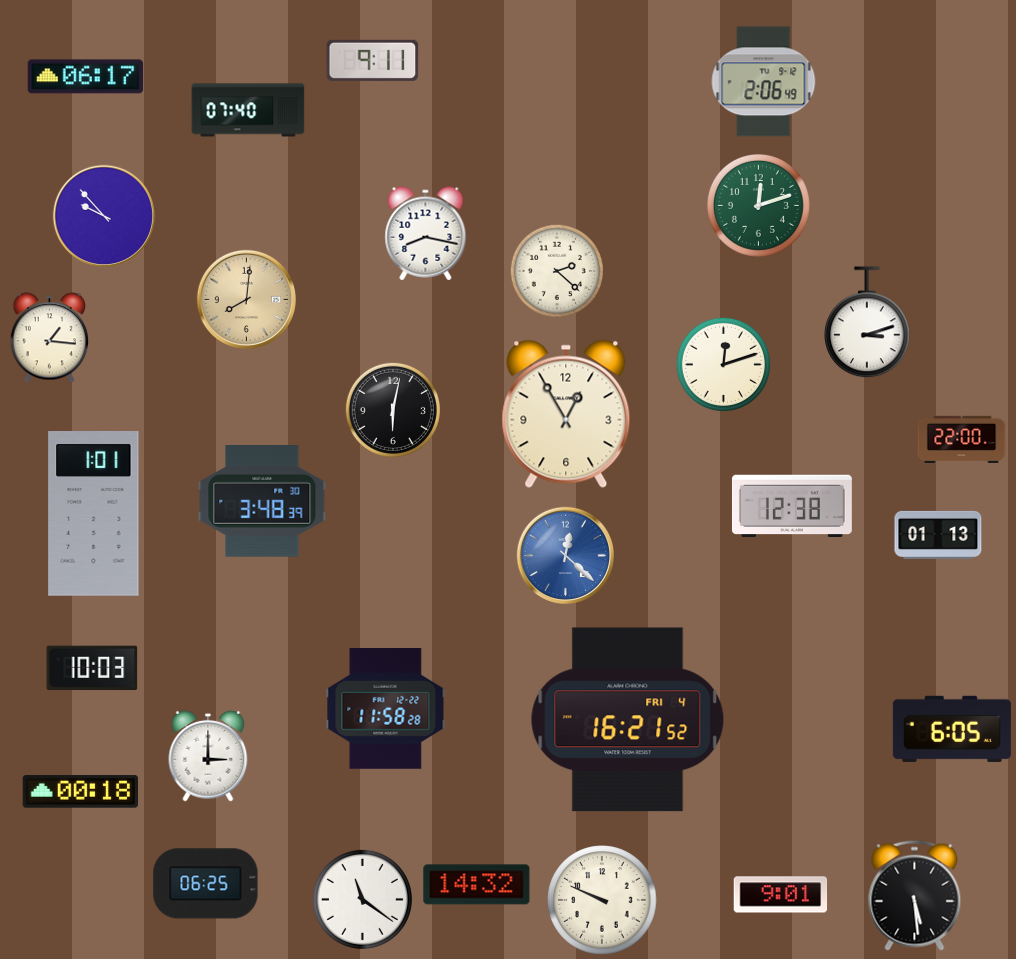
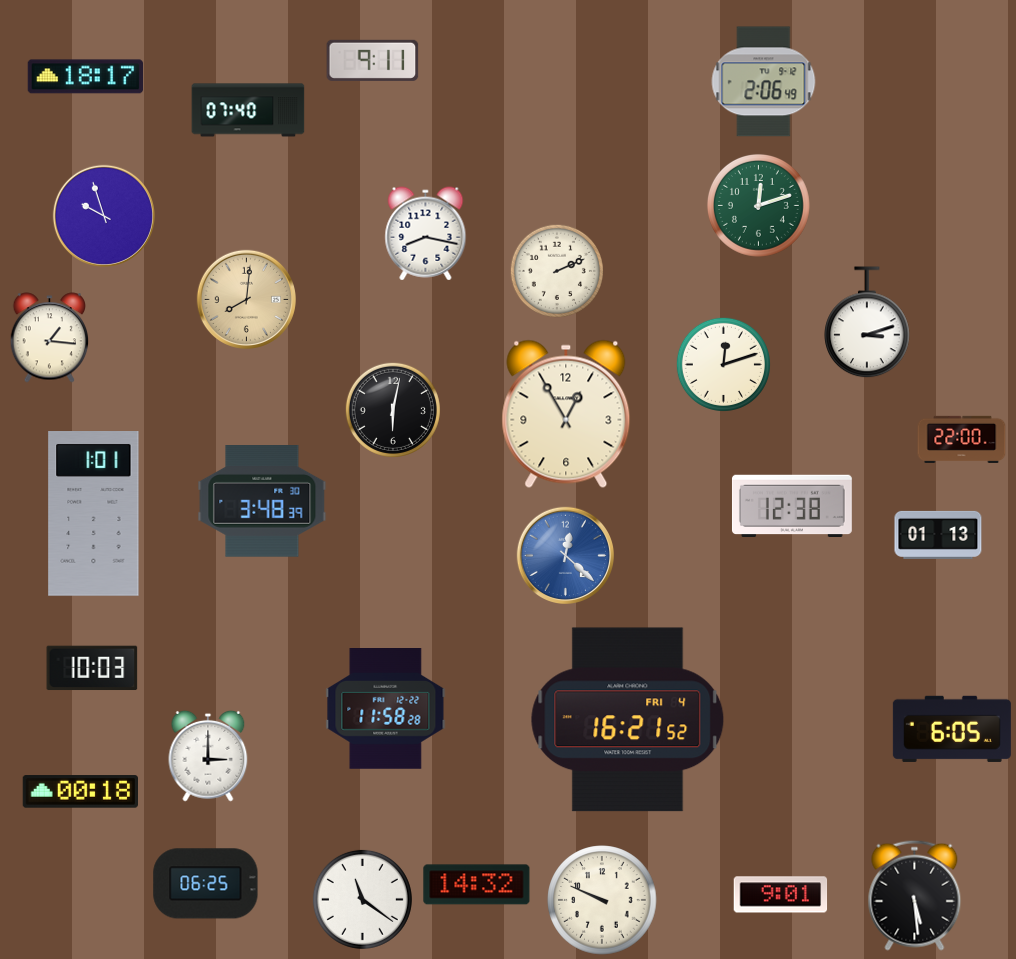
clock at (85, 77): 06:17 -> 18:17
clock at (104, 216): 9:53 -> 9:57
clock at (557, 271): 2:22 -> 2:11
